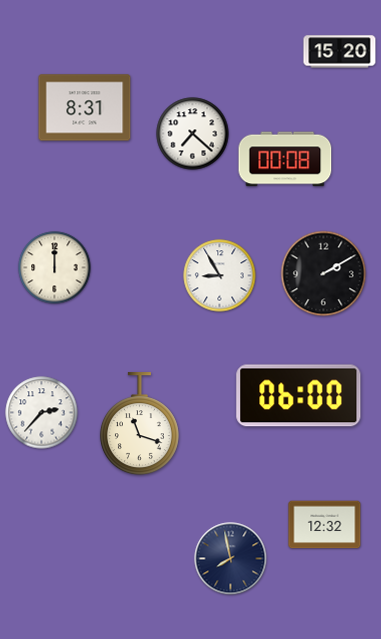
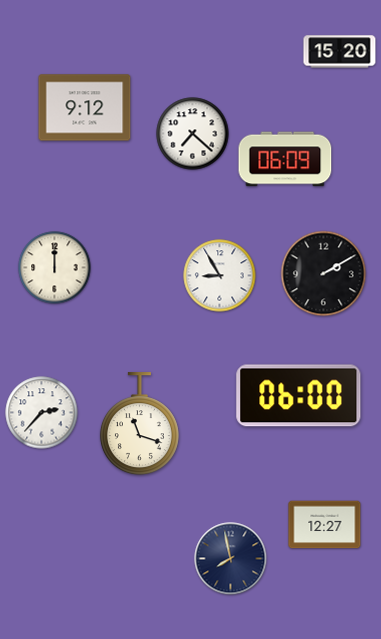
clock at (85, 108): 8:31 -> 9:12
clock at (285, 159): 00:08 -> 06:09
clock at (325, 525): 12:32 -> 12:27
